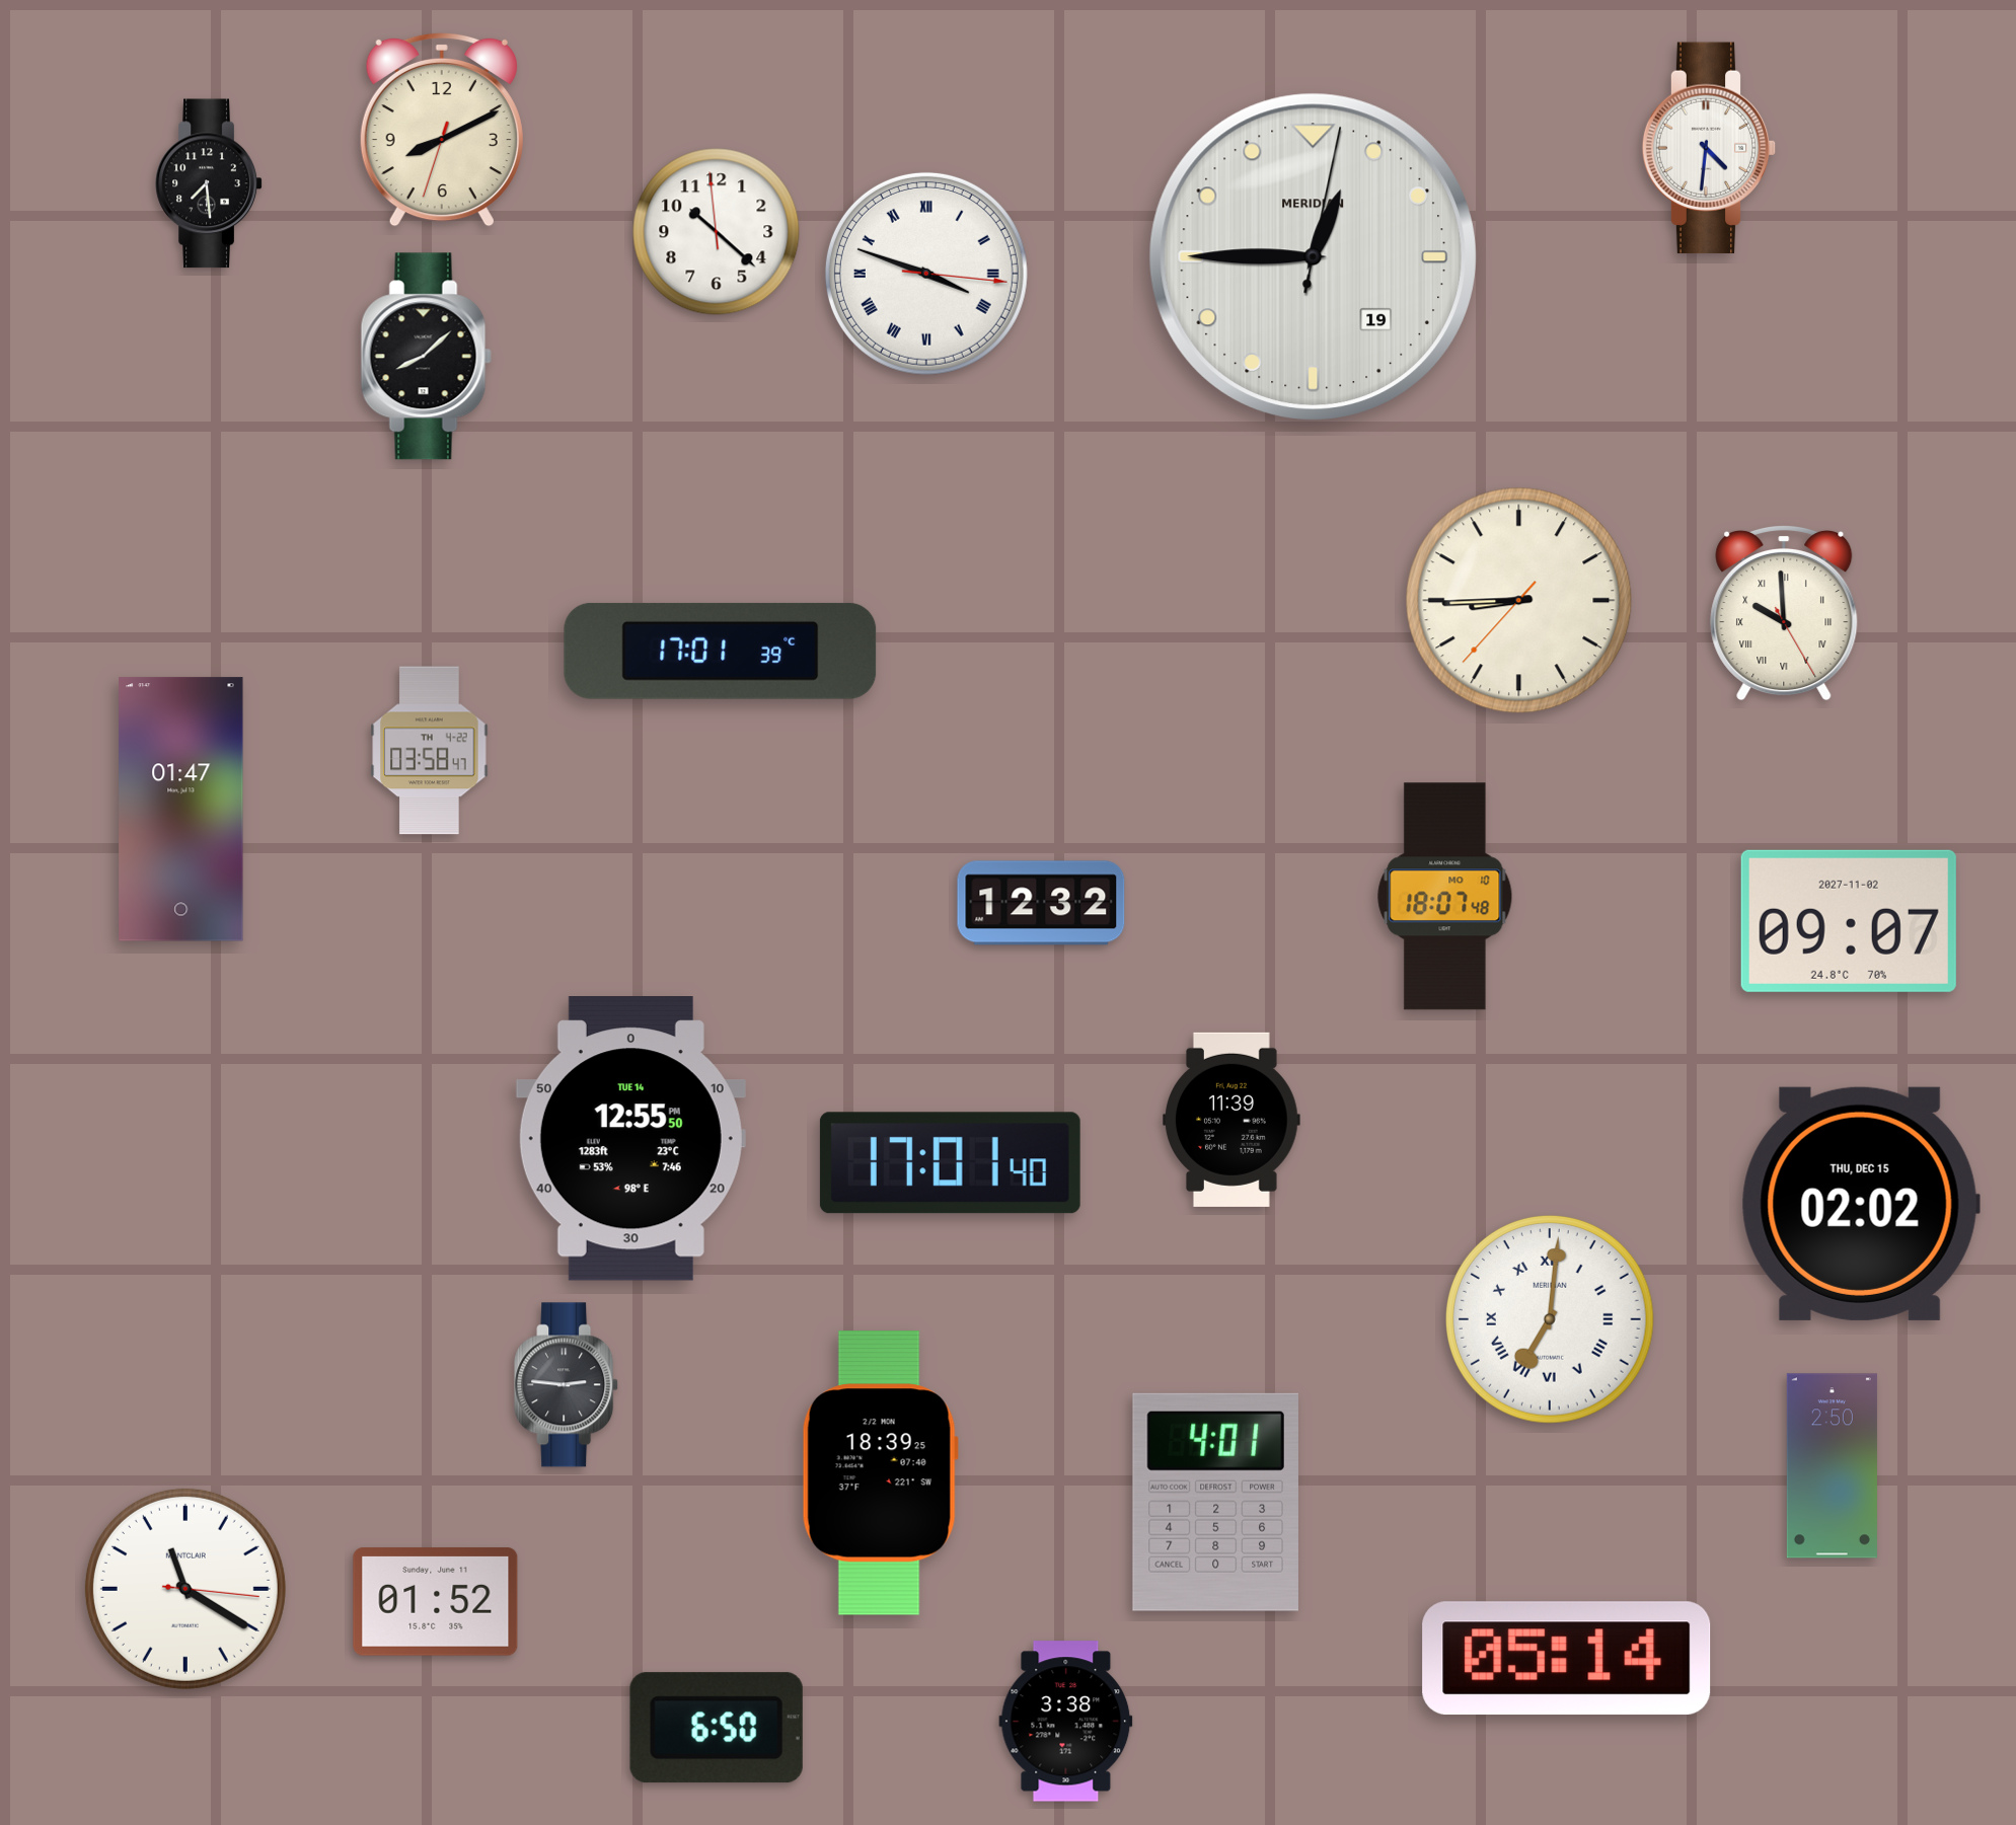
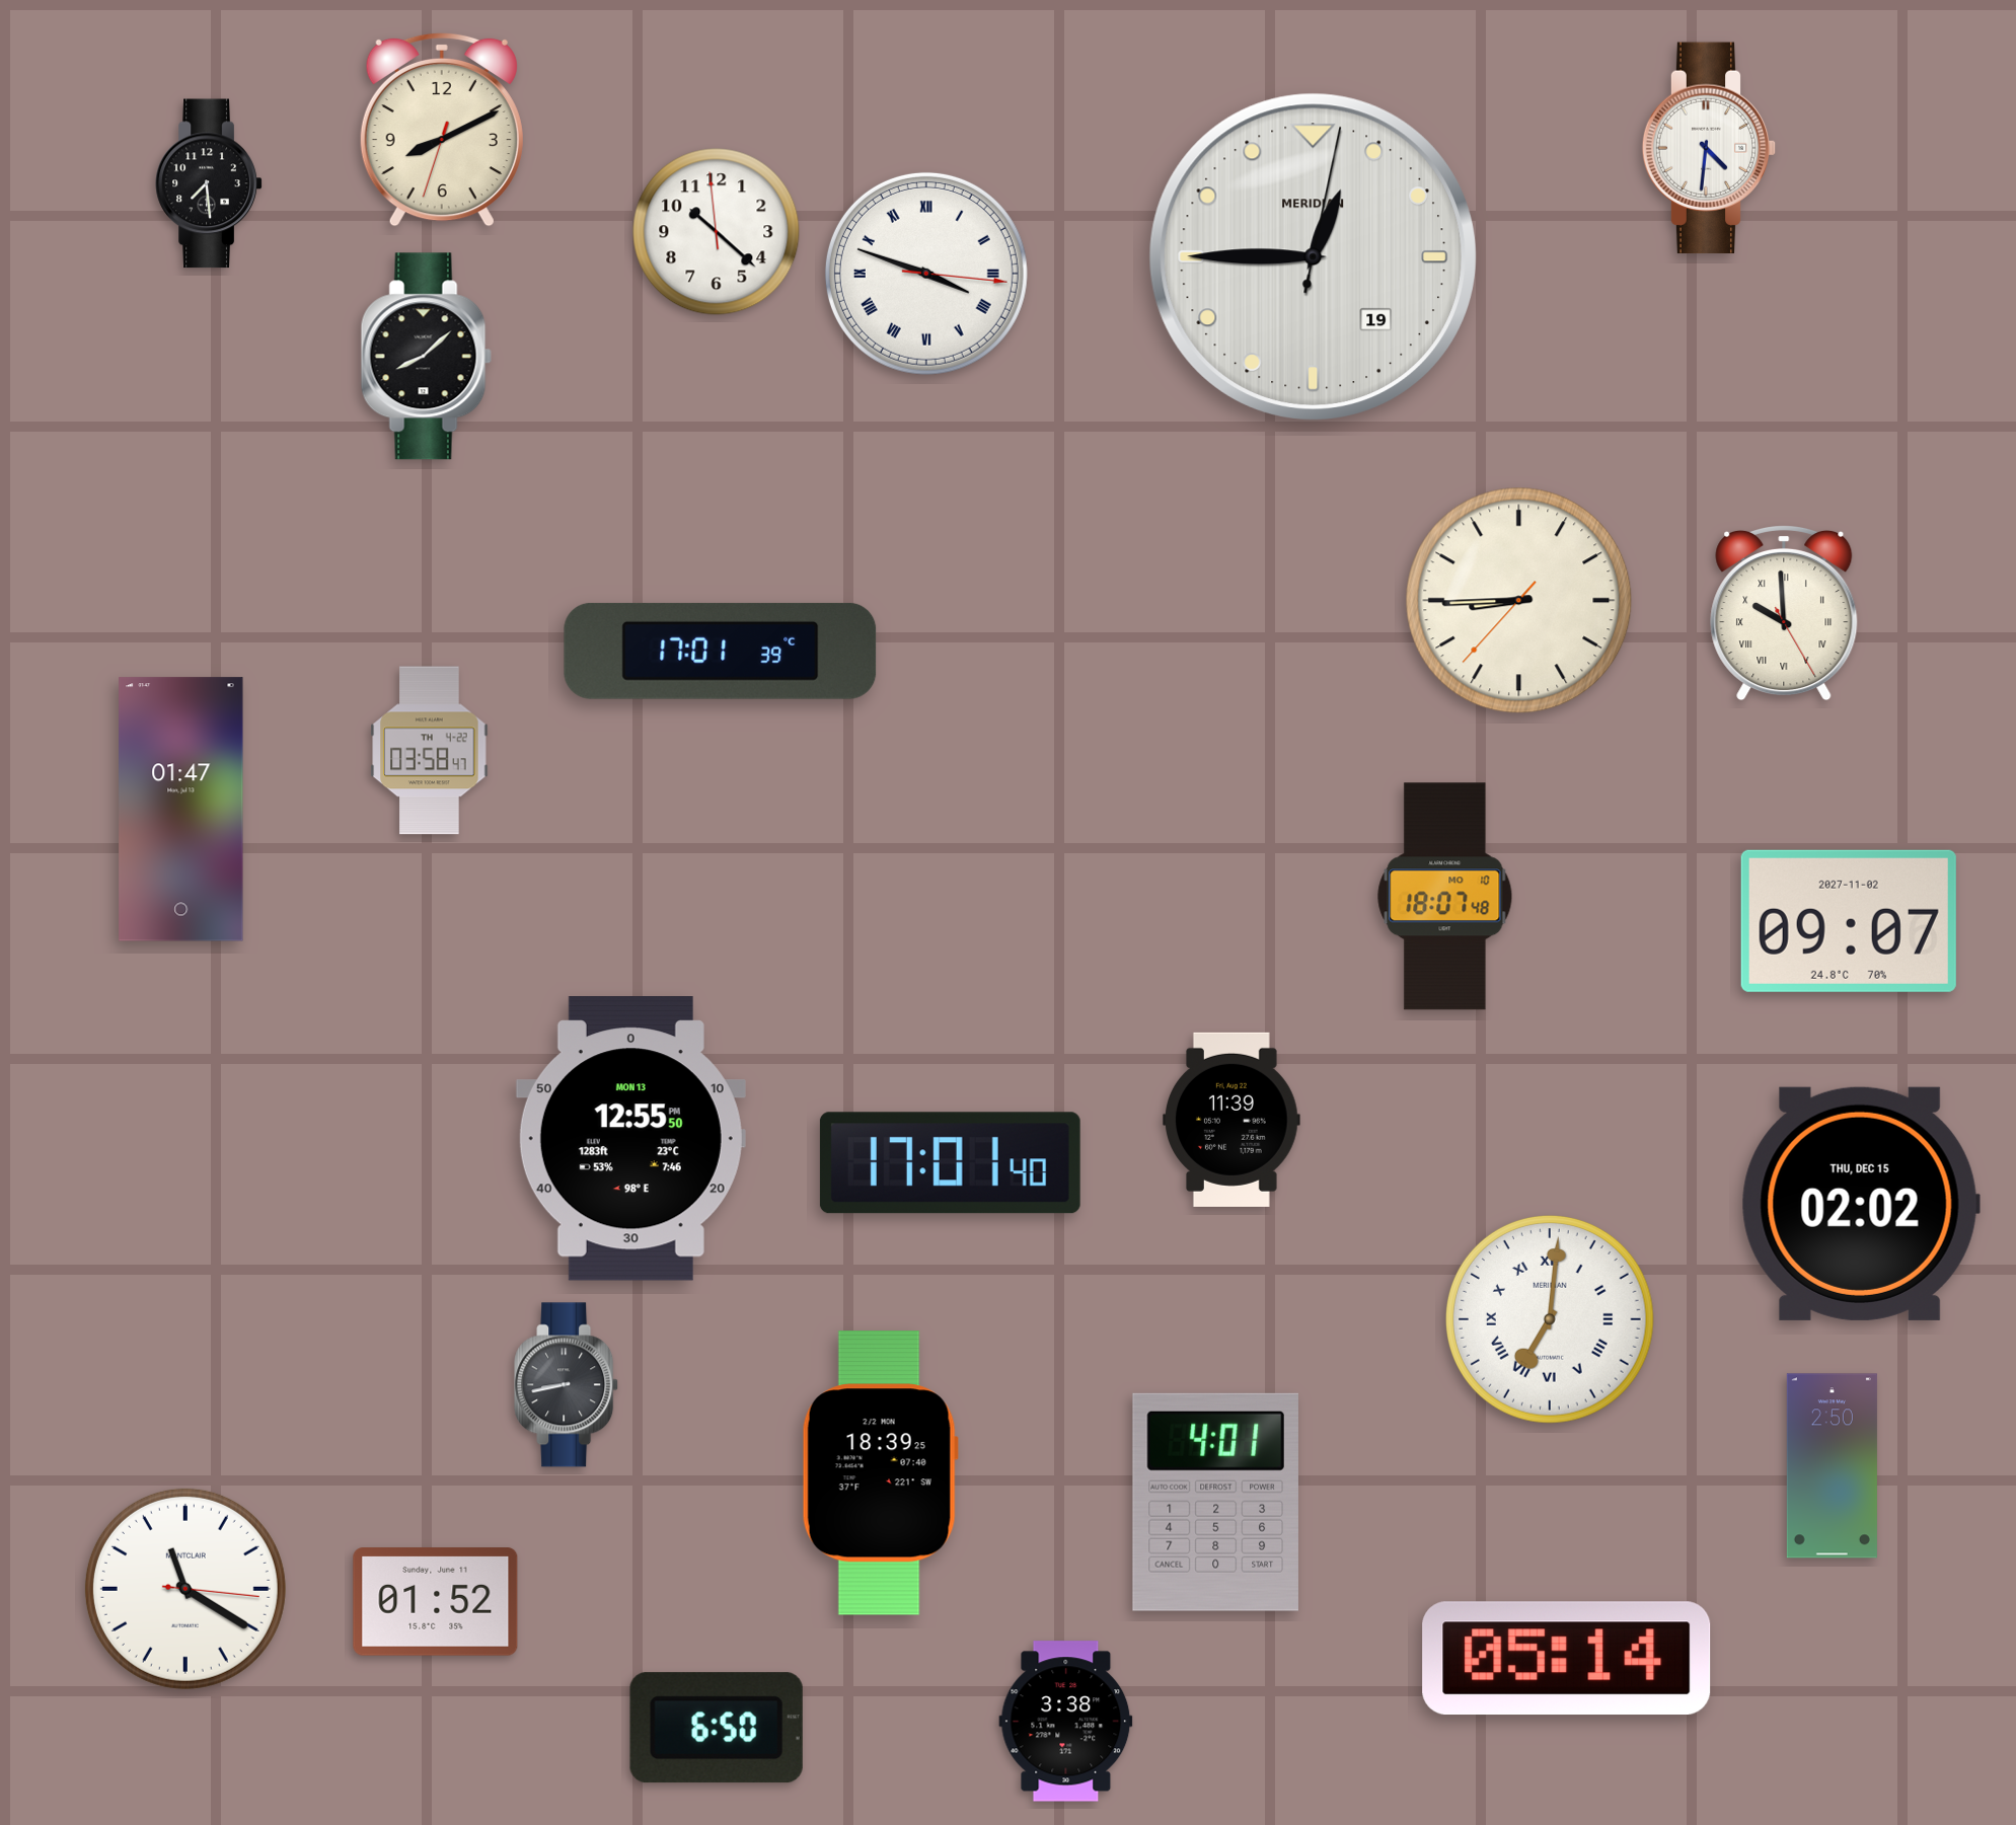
clock at (1041, 903): 12:32 -> none
clock at (630, 1139) date: TUE 14 -> MON 13
clock at (567, 1385): 2:46 -> 8:43
